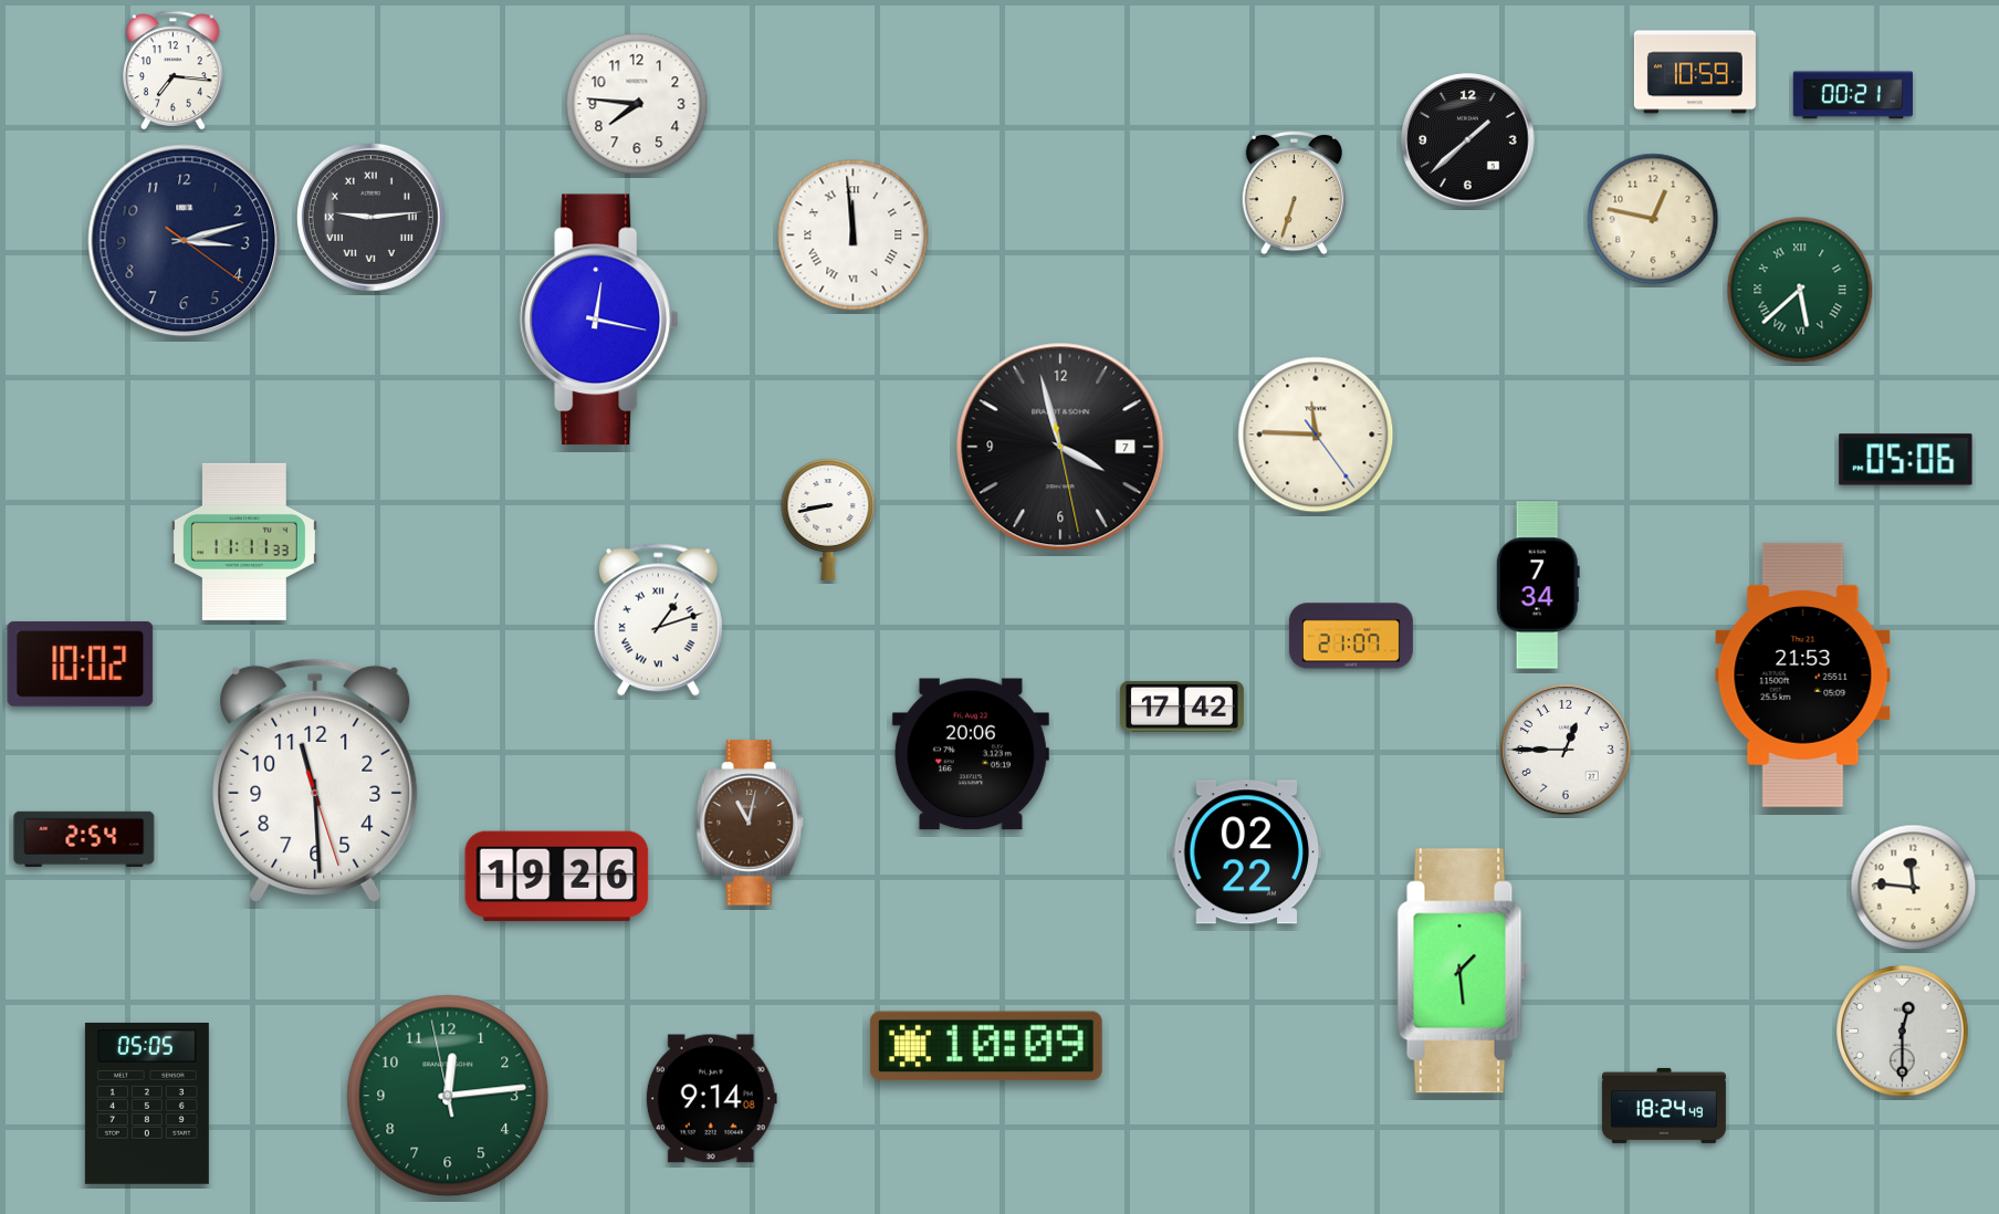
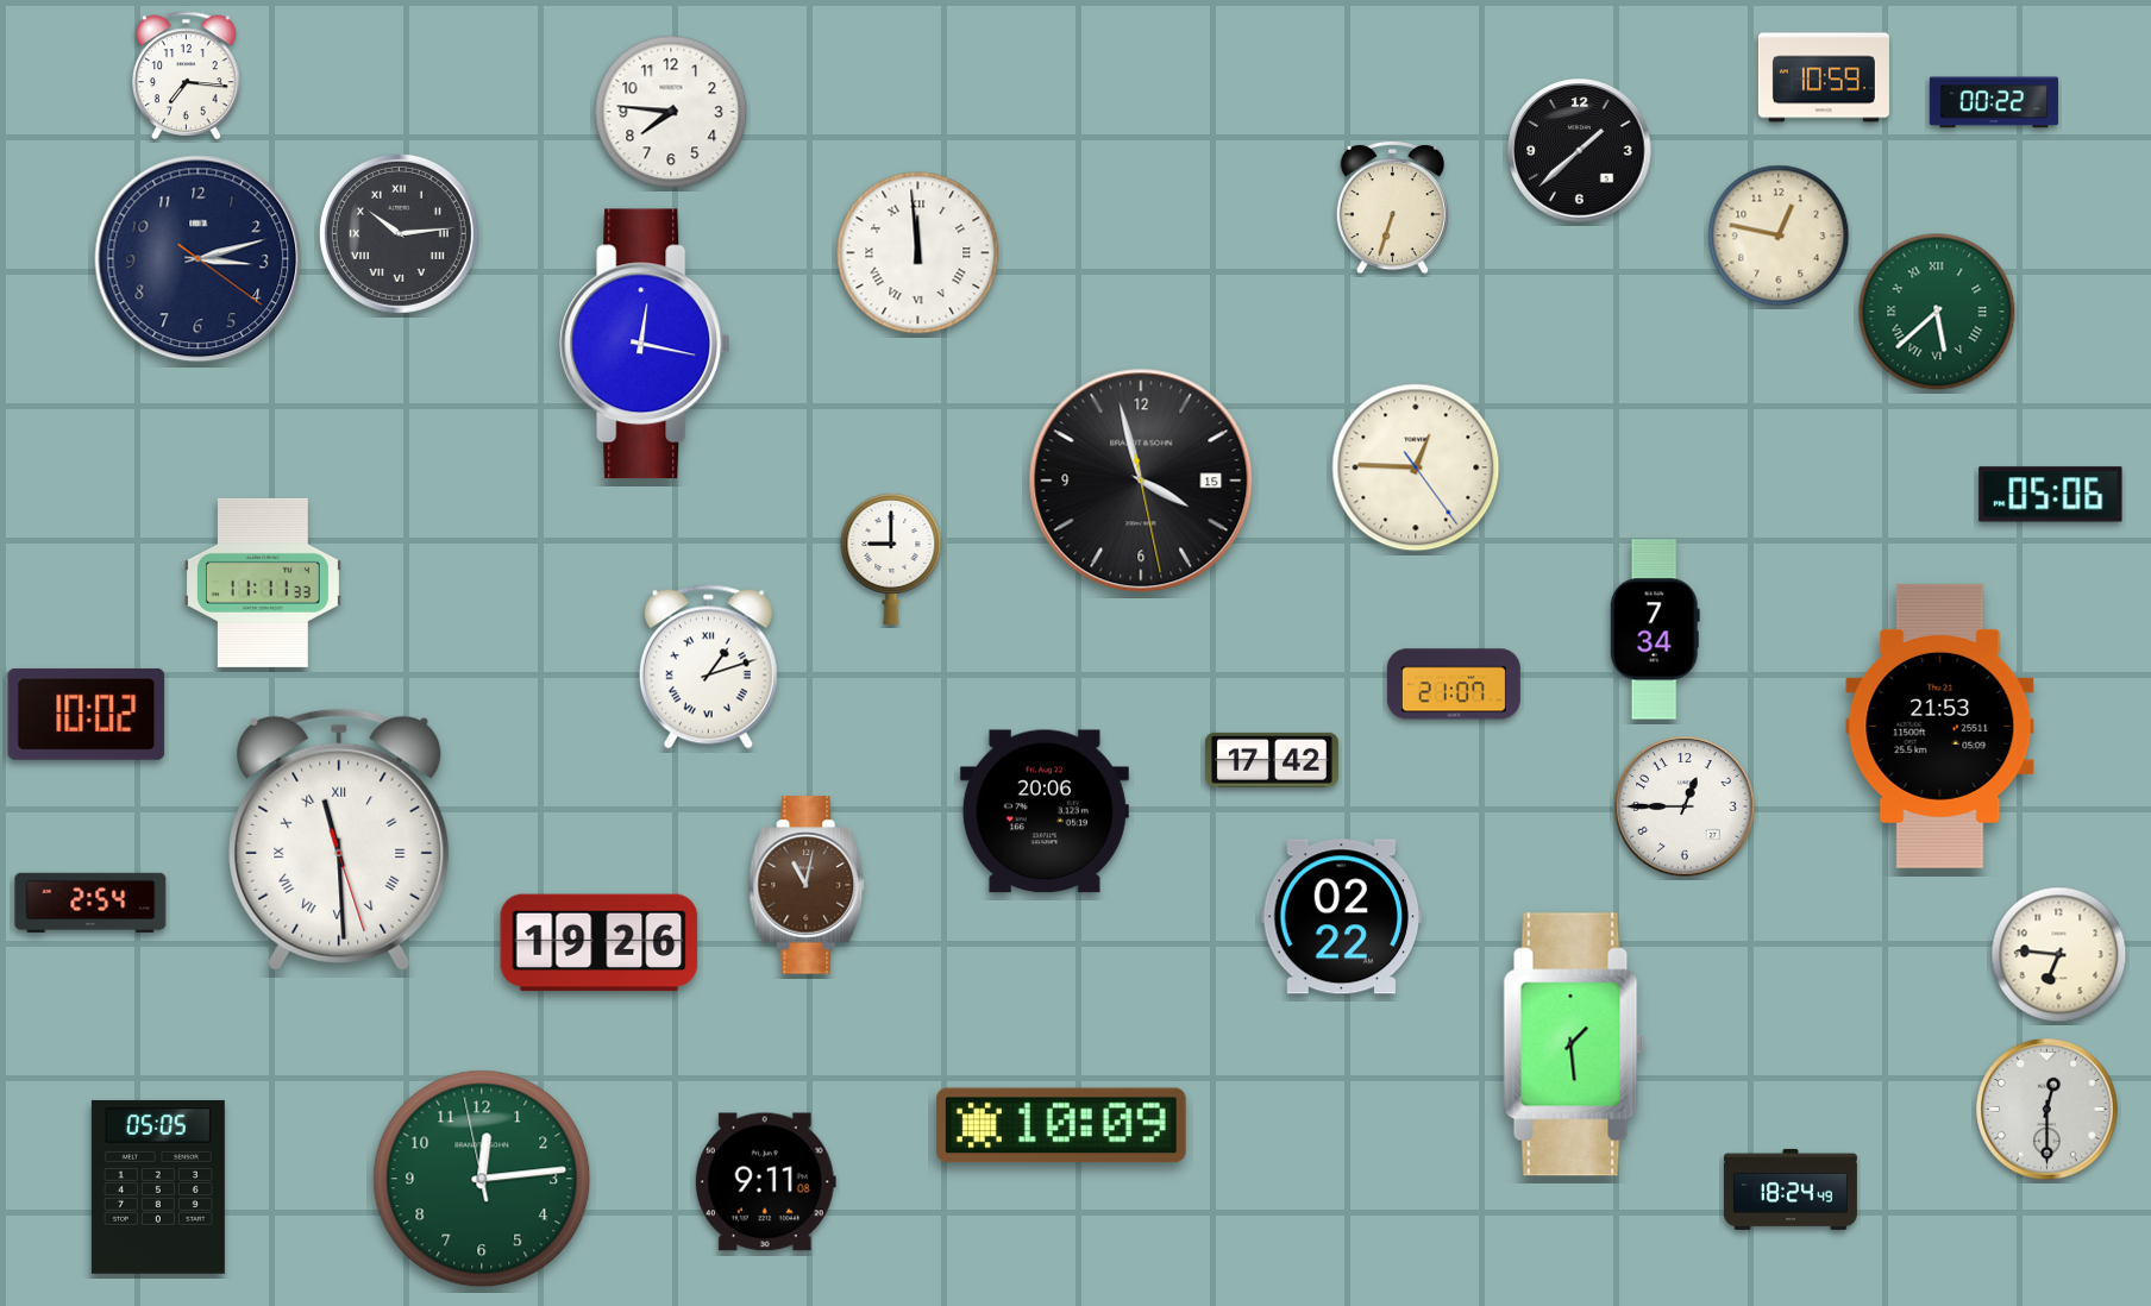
clock at (1853, 95): 00:21 -> 00:22
clock at (637, 104) position: (637, 104) -> (671, 112)
clock at (370, 217): 9:14 -> 10:14
clock at (1316, 435): 11:45 -> 12:45
clock at (1060, 447) date: 7 -> 15
clock at (828, 520): 8:43 -> 9:00
clock at (315, 781) numerals: Arabic -> Roman
clock at (1914, 888): 11:46 -> 6:46
clock at (711, 1099): 9:14 -> 9:11
